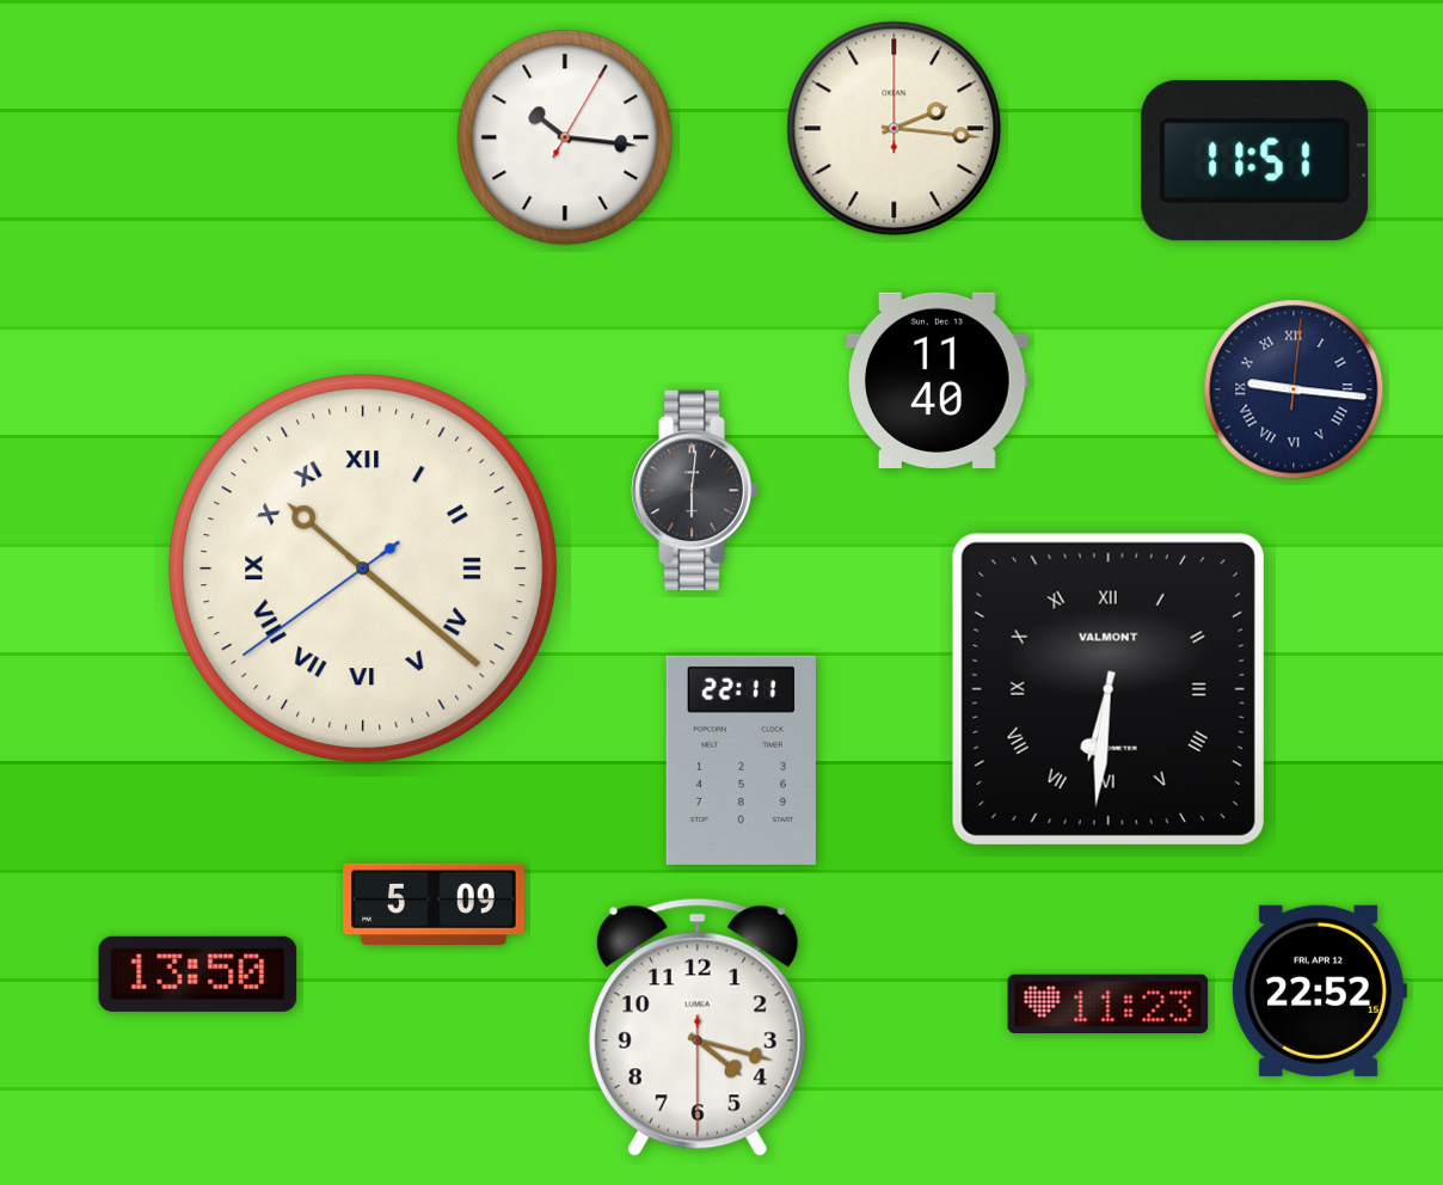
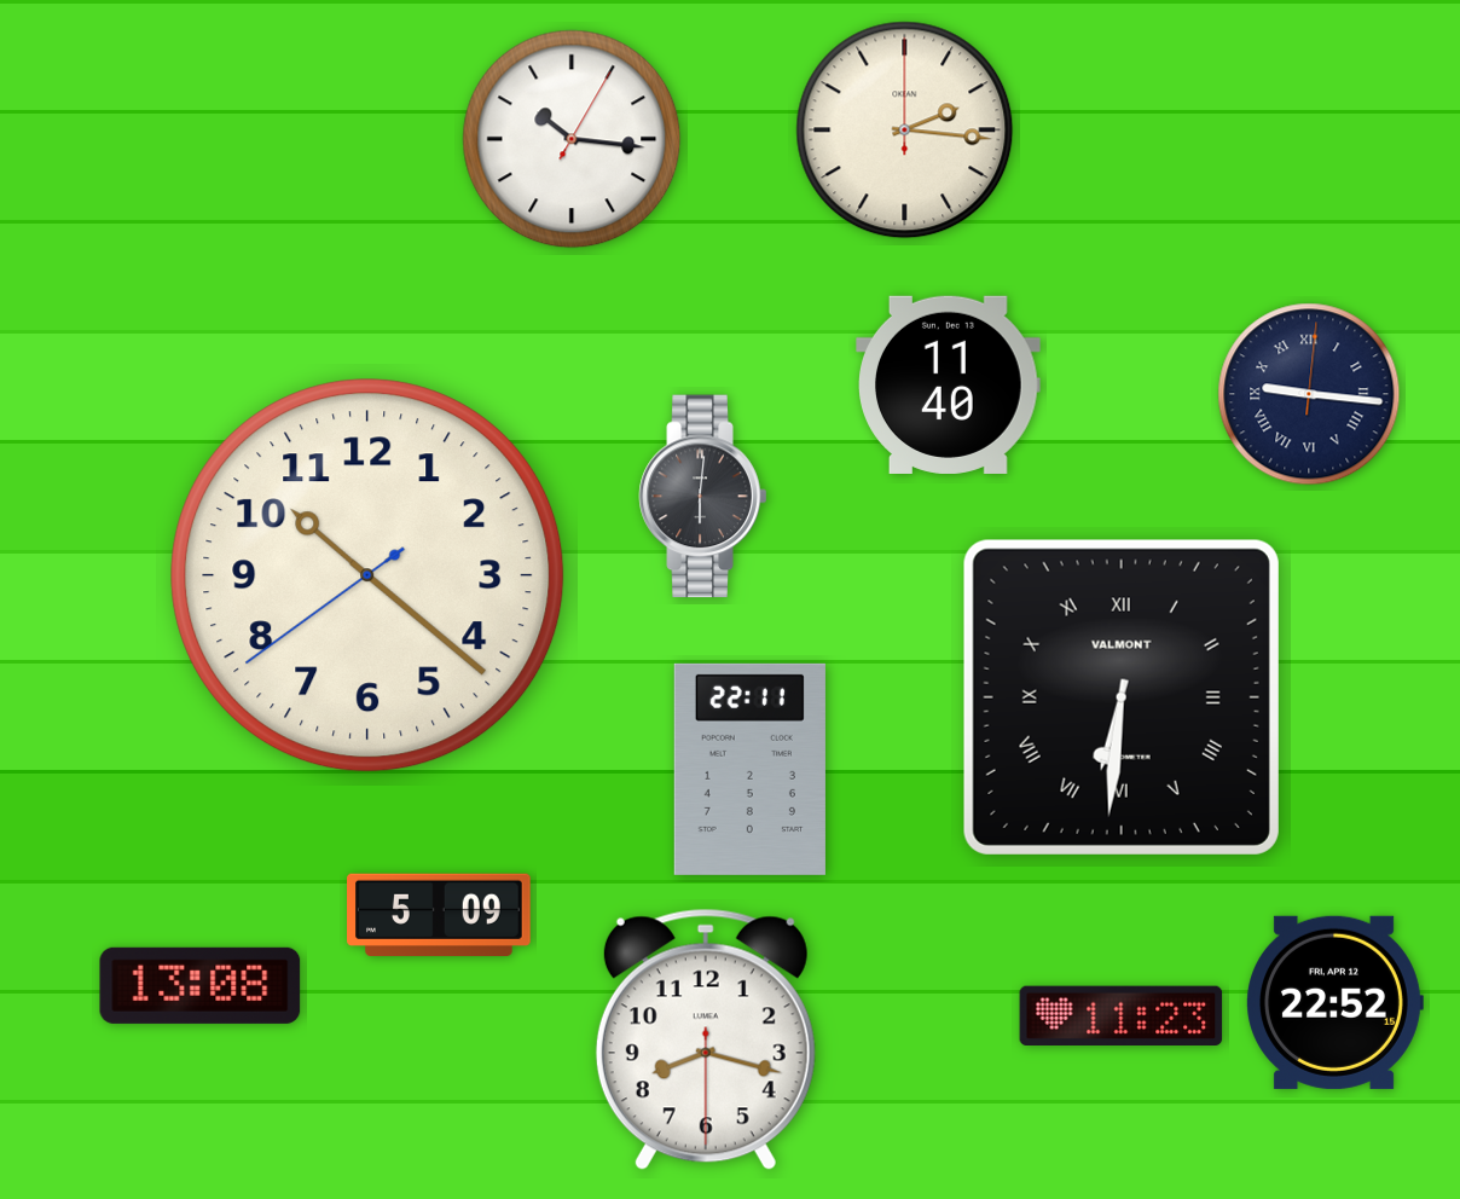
clock at (1255, 161): 11:51 -> none
clock at (363, 569) numerals: Roman -> Arabic
clock at (198, 974): 13:50 -> 13:08
clock at (698, 1027): 4:17 -> 8:17
